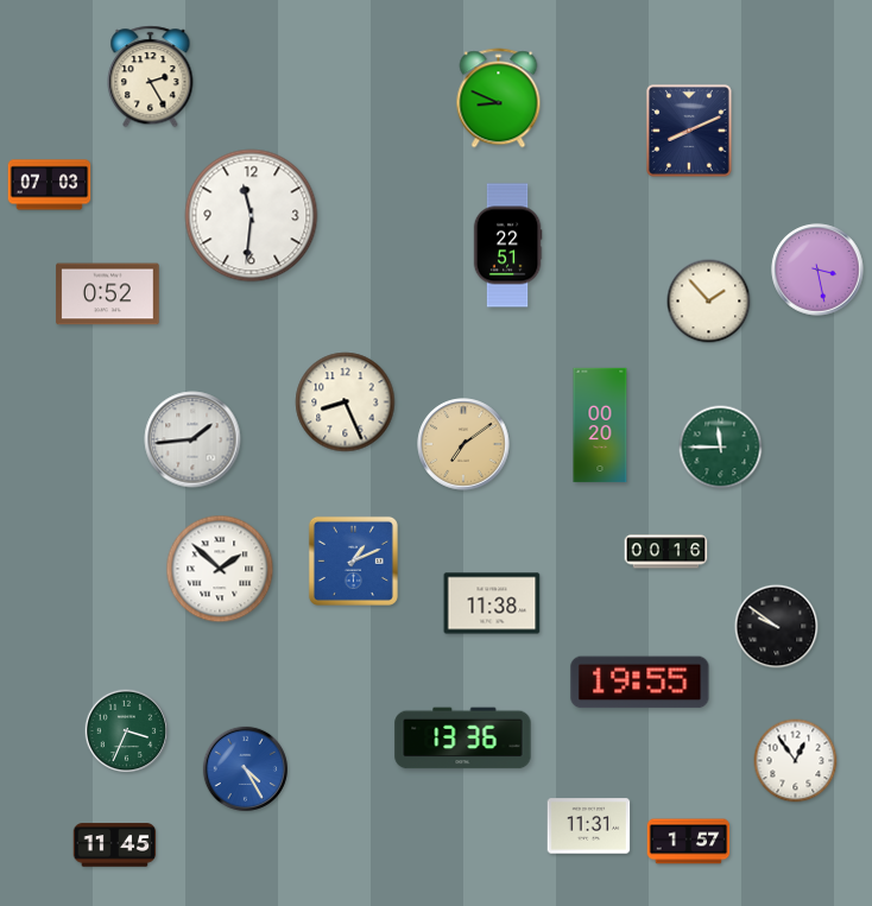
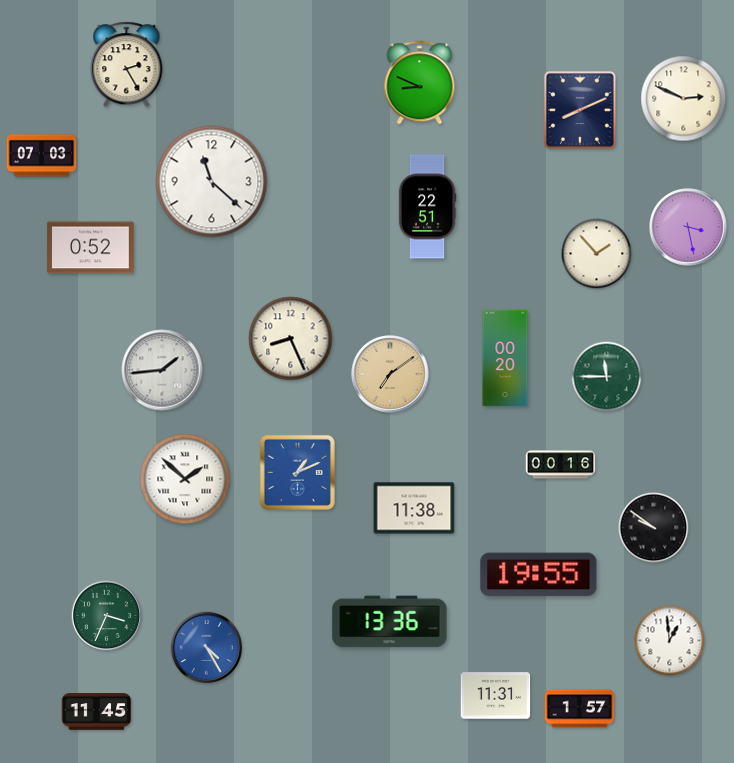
clock at (684, 99): none -> 2:49
clock at (252, 216): 11:31 -> 11:22
clock at (796, 761): 12:54 -> 12:59
